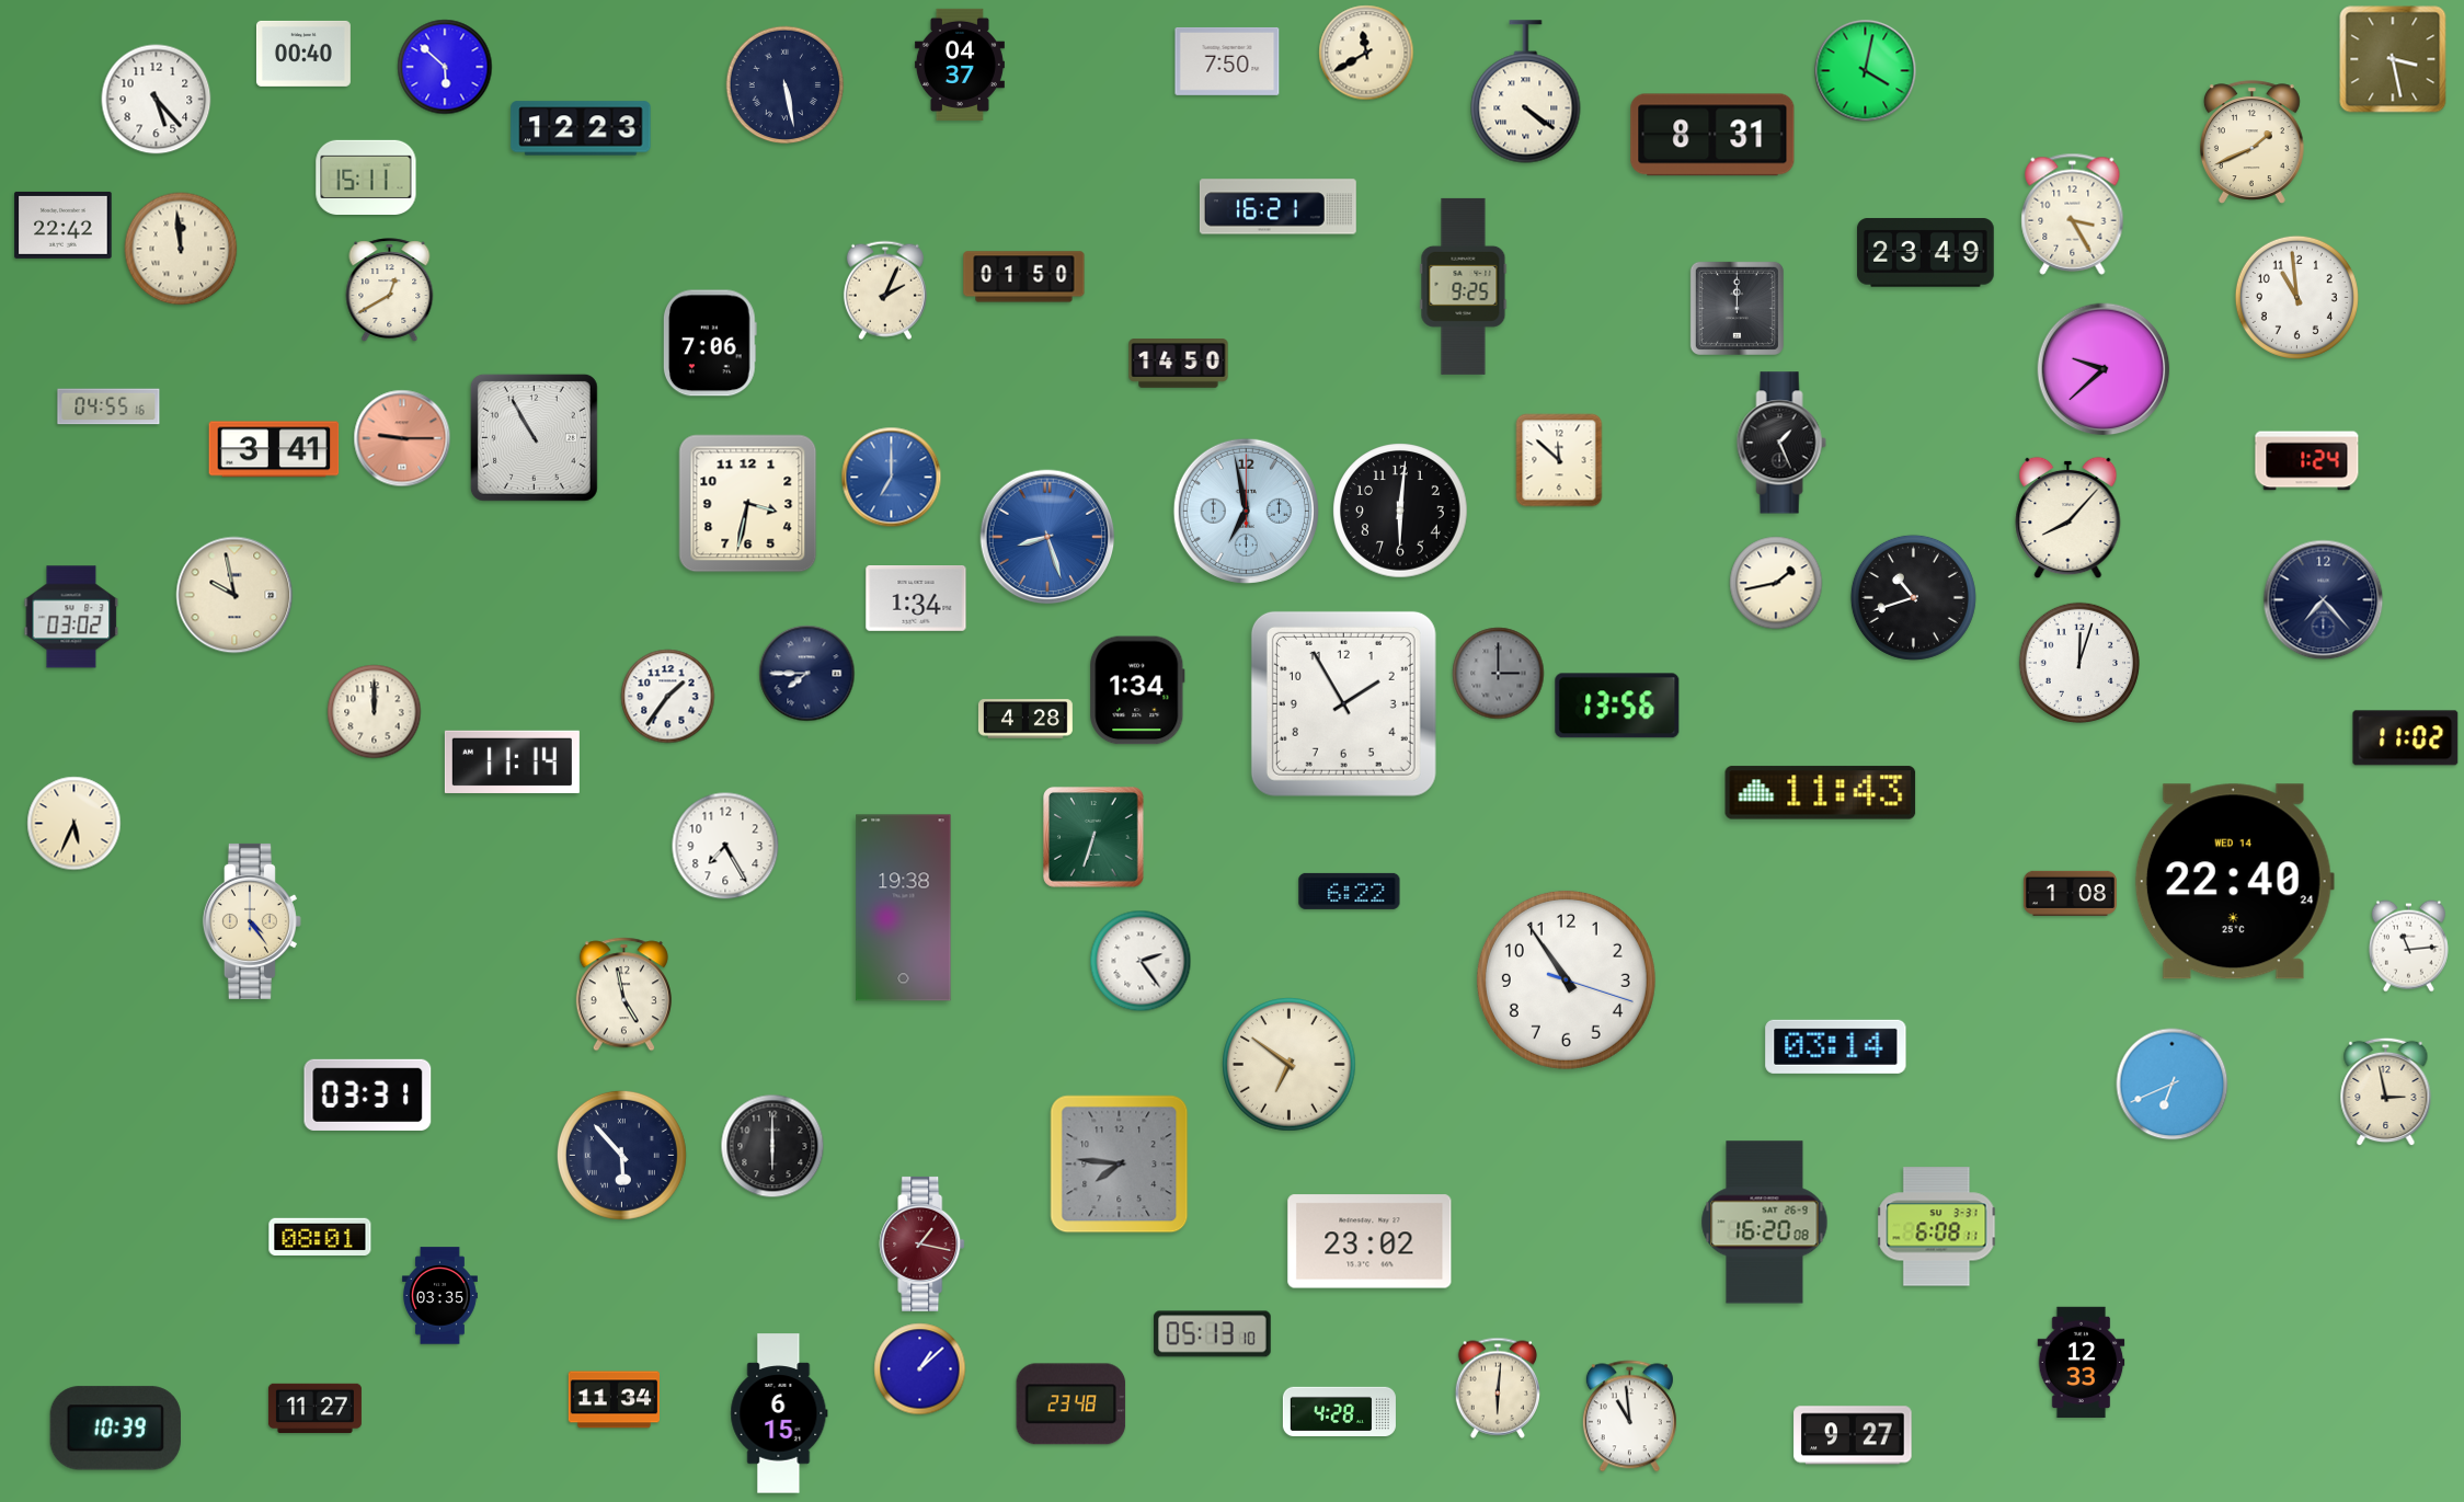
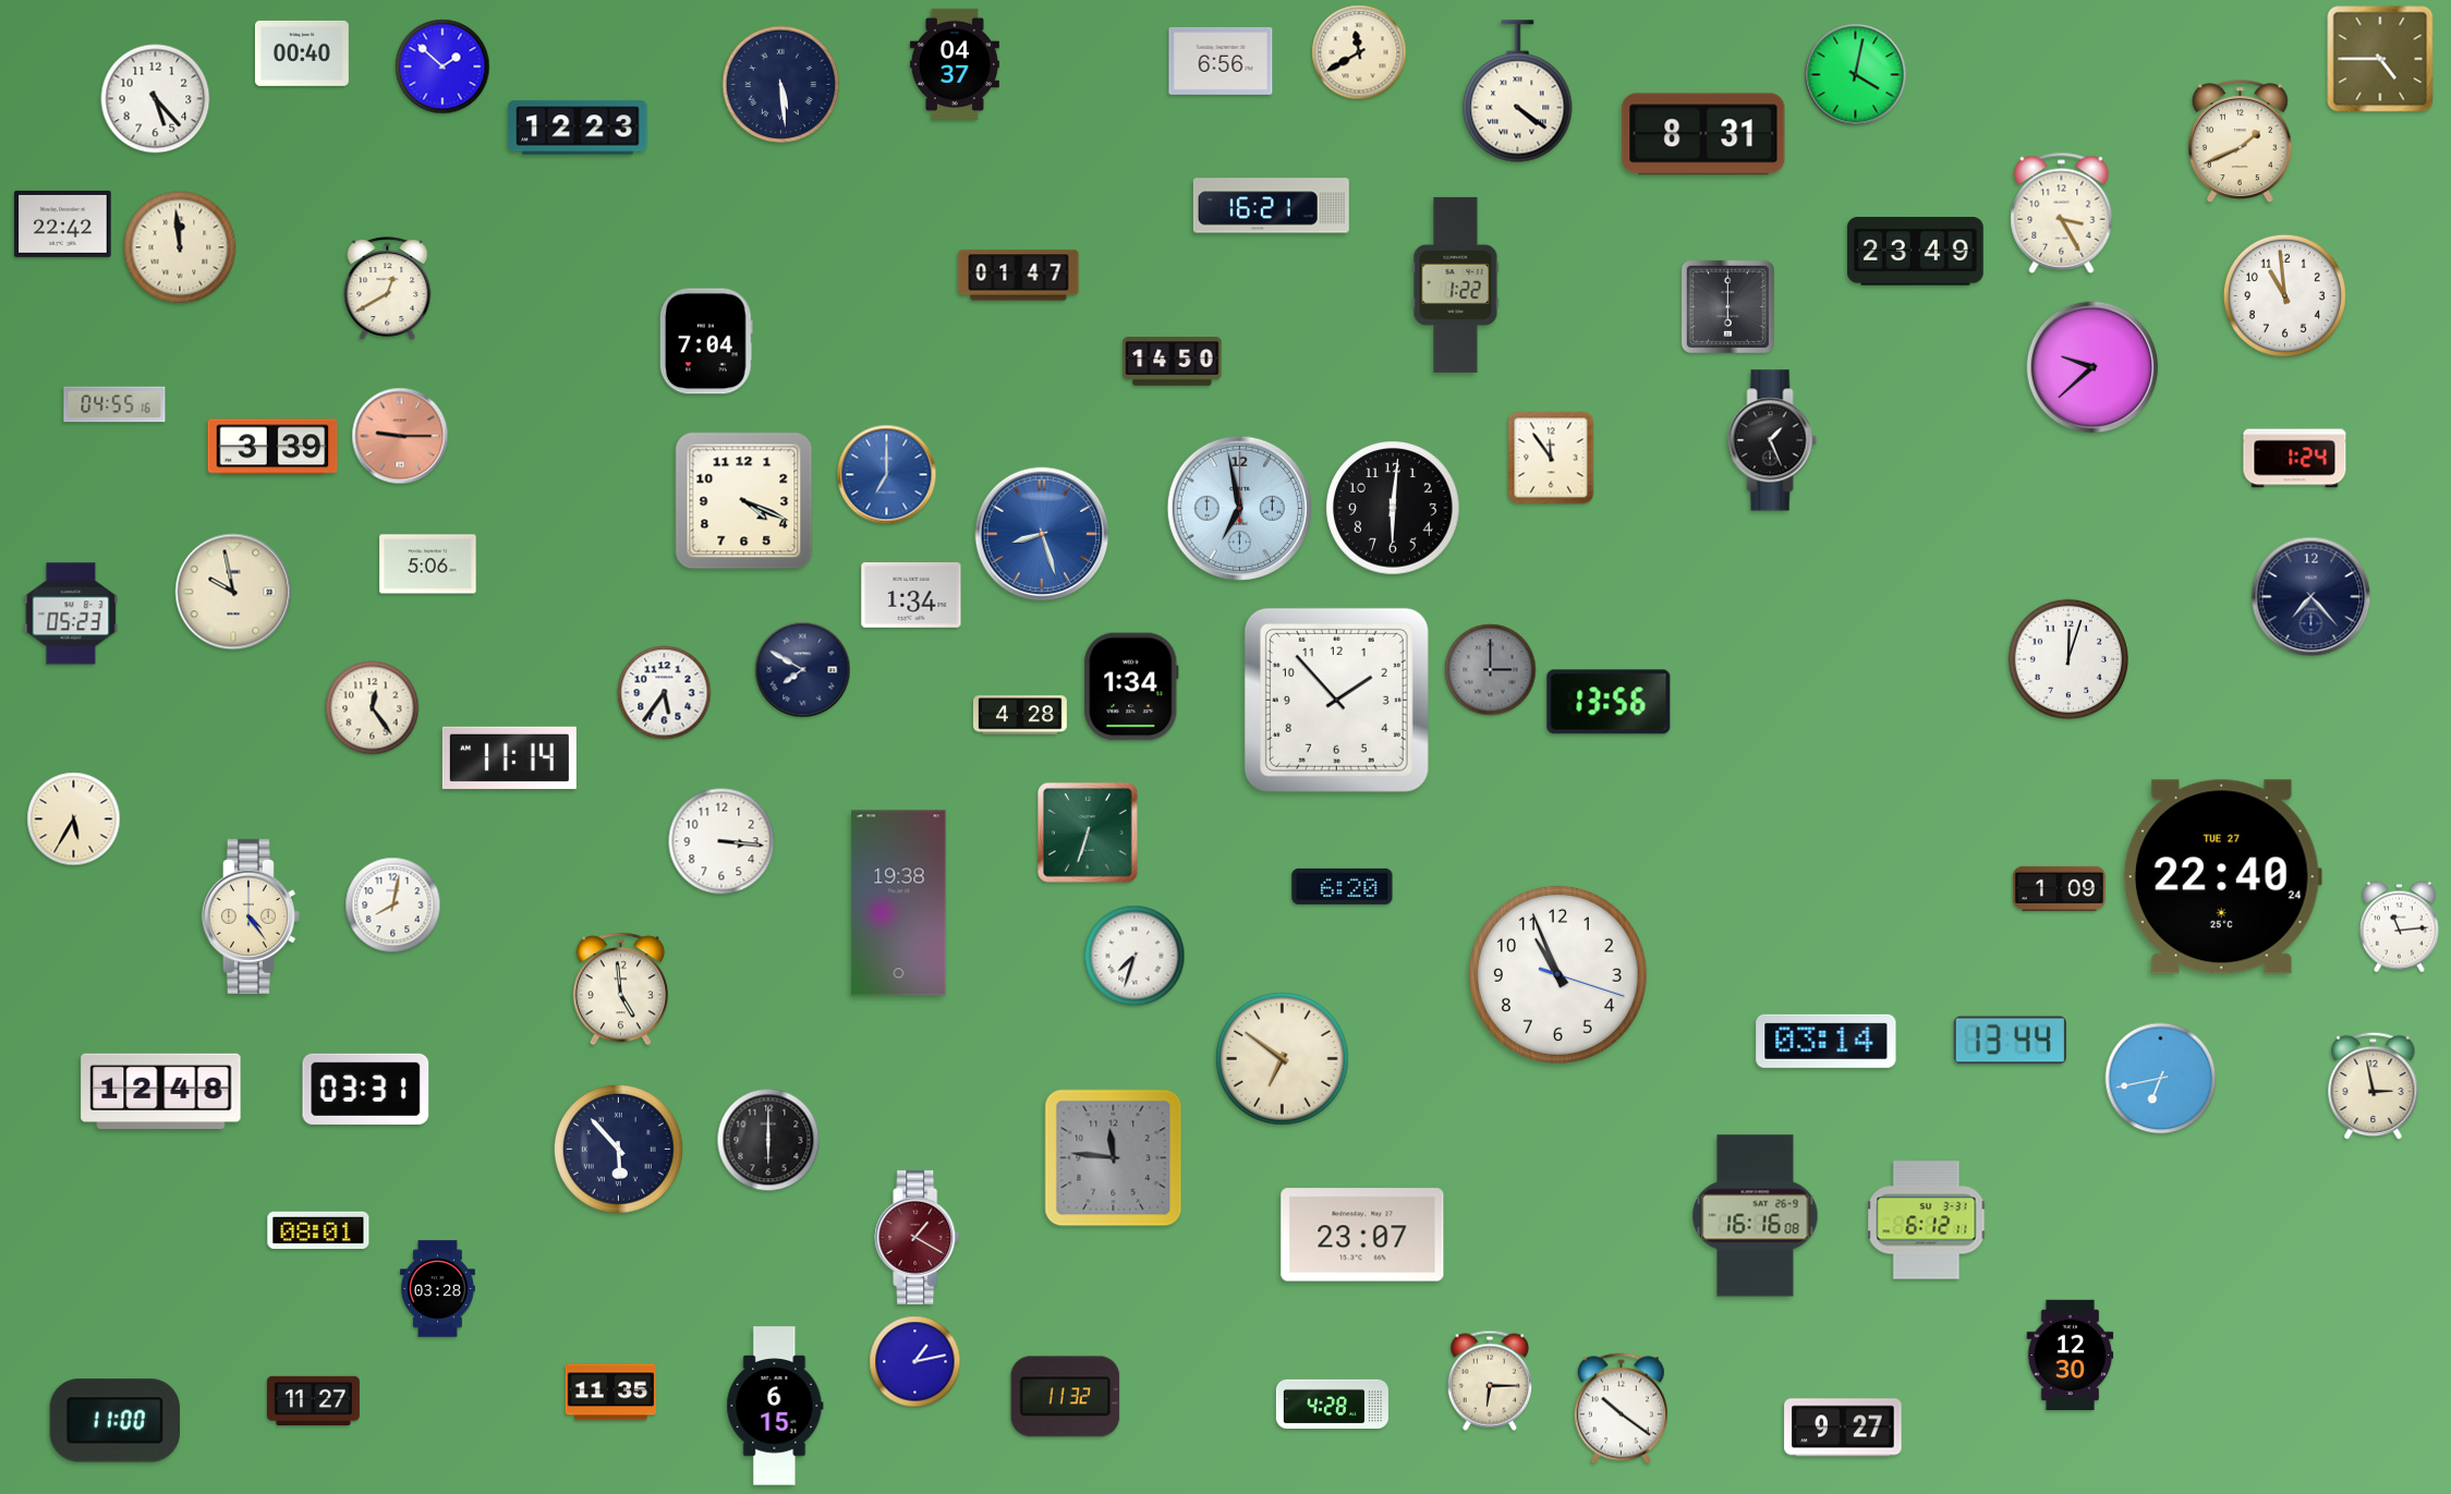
clock at (2393, 59): 3:28 -> 4:45
clock at (1227, 61): 7:50 -> 6:56
clock at (445, 67): 5:52 -> 1:52
clock at (1866, 71) position: (1866, 71) -> (1856, 75)
clock at (786, 85): 5:28 -> 5:29
clock at (366, 176): 15:11 -> none
clock at (1024, 277): 01:50 -> 01:47
clock at (1464, 286): 9:25 -> 1:22
clock at (885, 290): 2:04 -> none
clock at (1737, 308): 12:00 -> 6:00
clock at (710, 343): 7:06 -> 7:04
clock at (108, 406) position: (108, 406) -> (114, 404)
clock at (534, 437): 10:55 -> none
clock at (274, 449): 3:41 -> 3:39
clock at (1559, 460): 11:52 -> 11:54
clock at (748, 504): 3:32 -> 4:19
clock at (2068, 518): 8:07 -> none
clock at (428, 564): none -> 5:06
clock at (1776, 583): 1:43 -> none
clock at (1913, 597): 10:42 -> none
clock at (71, 617): 03:02 -> 05:23
clock at (807, 674): 7:45 -> 7:50
clock at (668, 697): 1:36 -> 5:36
clock at (1343, 703): 1:55 -> 1:53
clock at (375, 712): 12:00 -> 12:24
clock at (2406, 738): 11:02 -> none
clock at (1821, 793): 11:43 -> none
clock at (75, 824): 5:34 -> 5:35
clock at (725, 846): 7:25 -> 3:16
clock at (2234, 882) date: WED 14 -> TUE 27
clock at (1350, 891): 6:22 -> 6:20
clock at (2070, 893): 1:08 -> 1:09
clock at (393, 906): none -> 8:02
clock at (2408, 947) position: (2408, 947) -> (2399, 927)
clock at (1141, 961): 2:24 -> 7:33
clock at (1566, 979): 10:54 -> 10:56
clock at (623, 995): 4:58 -> 4:59
clock at (2010, 1041): none -> 13:44
clock at (2173, 1085): 6:41 -> 6:43
clock at (161, 1091): none -> 12:48
clock at (1120, 1165): 7:46 -> 11:46
clock at (1765, 1223): 16:20 -> 16:16
clock at (1937, 1227): 6:08 -> 6:12
clock at (1369, 1241): 23:02 -> 23:07
clock at (922, 1243): 1:17 -> 1:20
clock at (439, 1296): 03:35 -> 03:28
clock at (1213, 1334): 05:13 -> none
clock at (2082, 1363): 12:33 -> 12:30
clock at (920, 1369): 1:08 -> 1:13
clock at (1497, 1388): 6:01 -> 6:15
clock at (614, 1400): 11:34 -> 11:35
clock at (1071, 1404): 23:48 -> 11:32
clock at (1629, 1417): 10:59 -> 10:21
clock at (115, 1429): 10:39 -> 11:00
